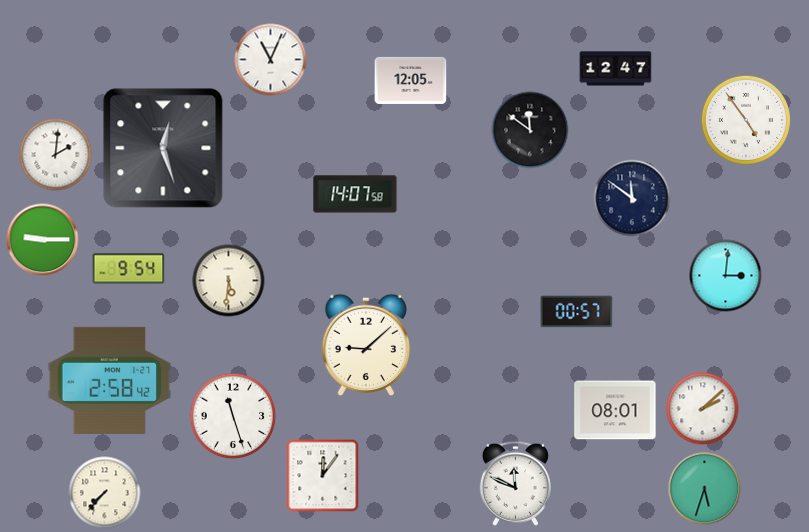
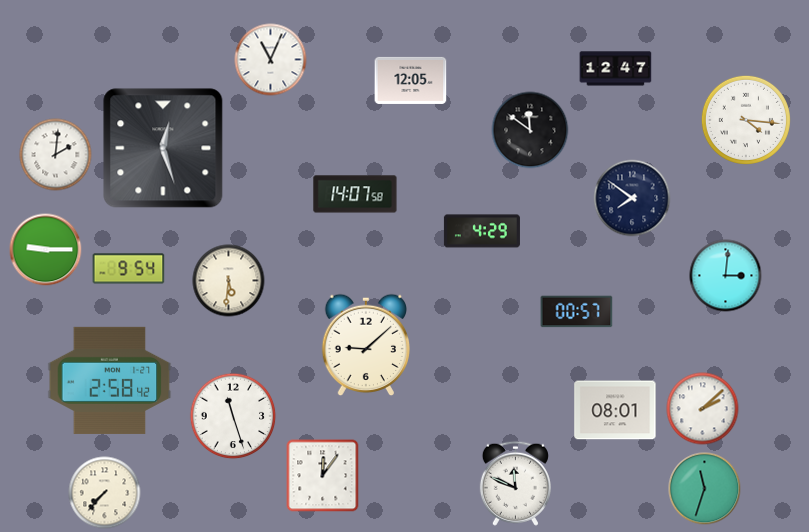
clock at (746, 120): 4:54 -> 4:16
clock at (632, 198): 11:51 -> 7:51
clock at (482, 231): none -> 4:29
clock at (43, 240) position: (43, 240) -> (46, 250)
clock at (705, 489): 5:33 -> 11:33
